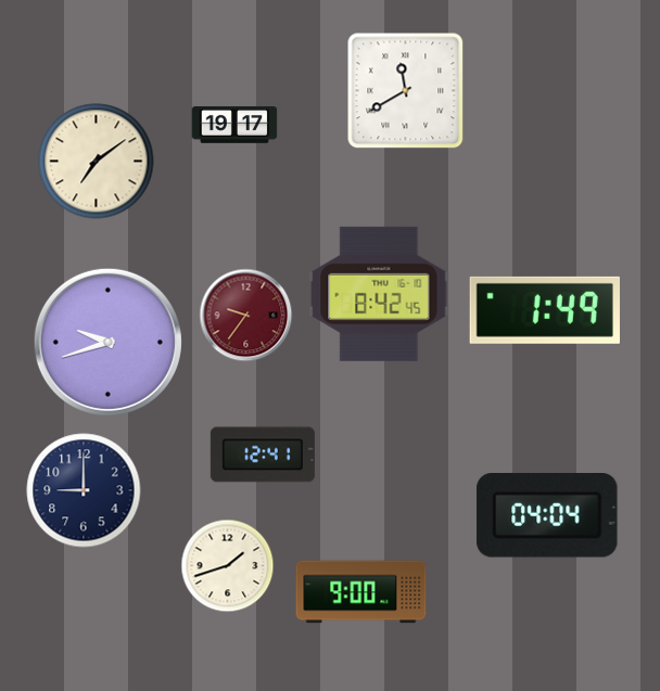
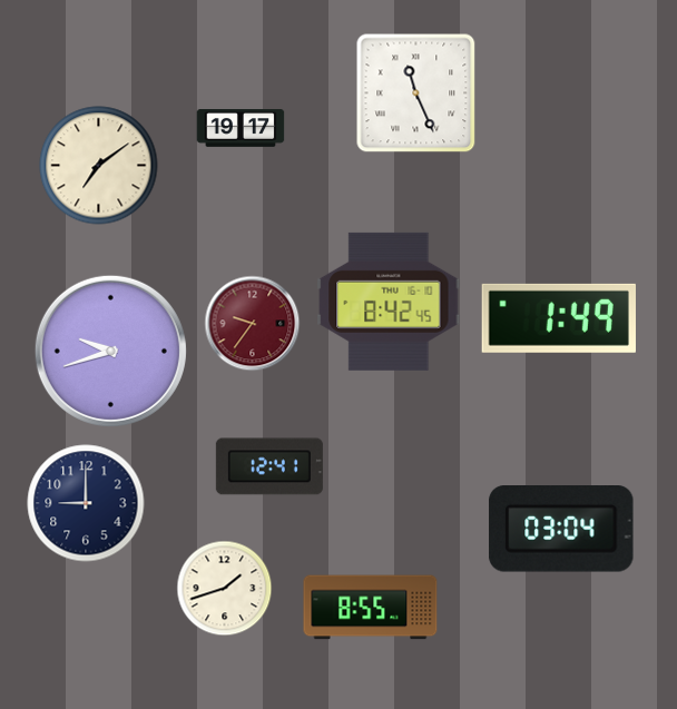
clock at (406, 91): 11:40 -> 11:26
clock at (548, 516): 04:04 -> 03:04
clock at (228, 566) position: (228, 566) -> (225, 589)
clock at (361, 592): 9:00 -> 8:55
